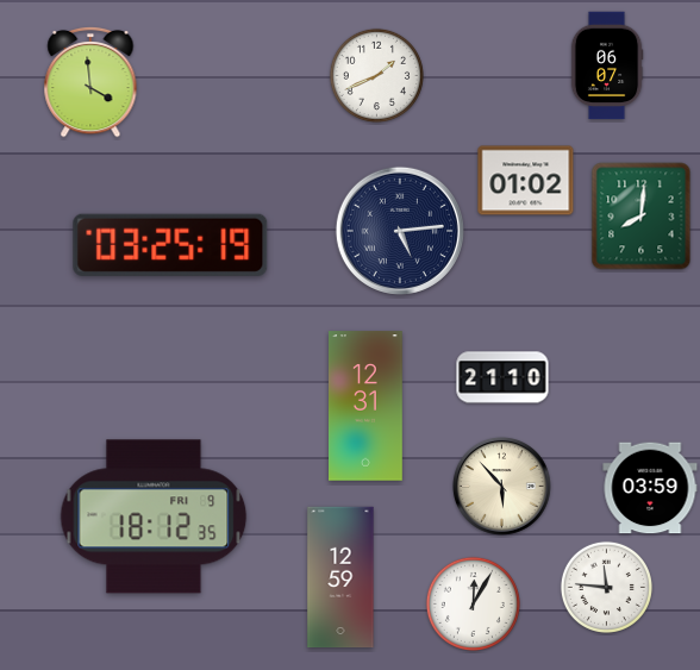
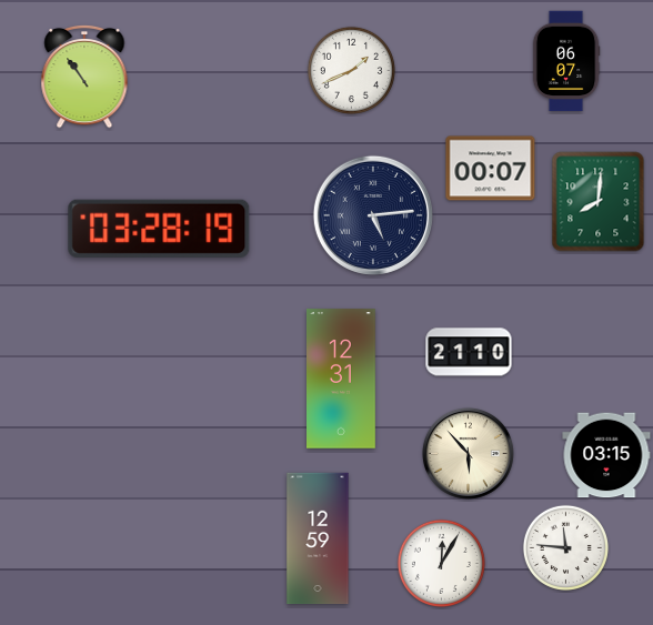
clock at (90, 82): 3:59 -> 10:54
clock at (526, 181): 01:02 -> 00:07
clock at (170, 245): 03:25 -> 03:28
clock at (650, 488): 03:59 -> 03:15
clock at (154, 516): 18:12 -> none
